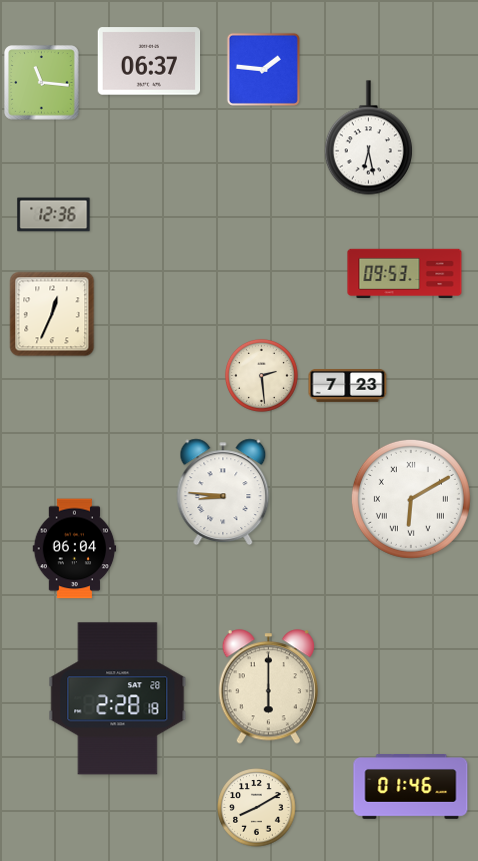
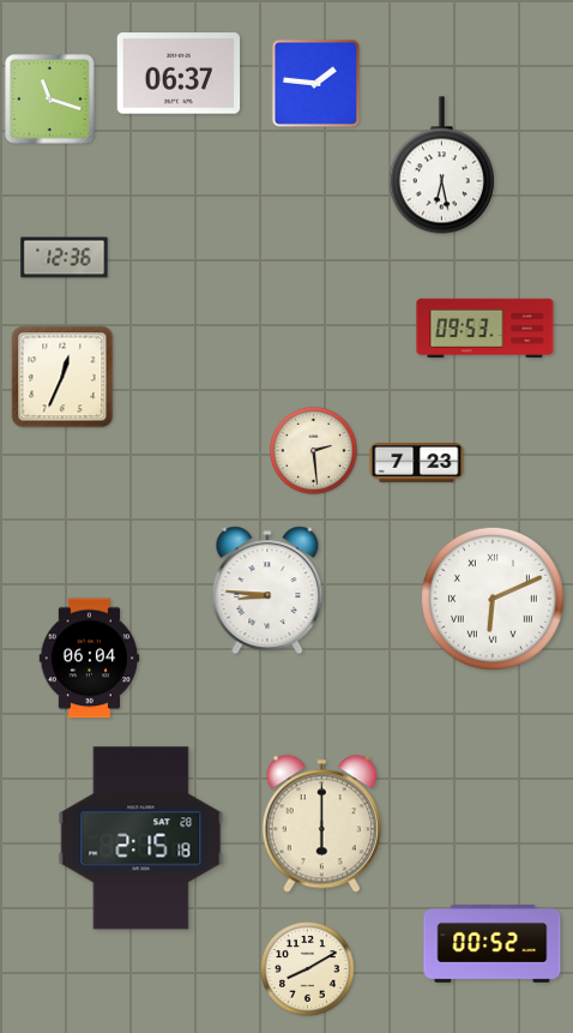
clock at (42, 83): 11:16 -> 11:18
clock at (411, 499): 6:10 -> 6:11
clock at (118, 699): 2:28 -> 2:15
clock at (411, 787): 01:46 -> 00:52
